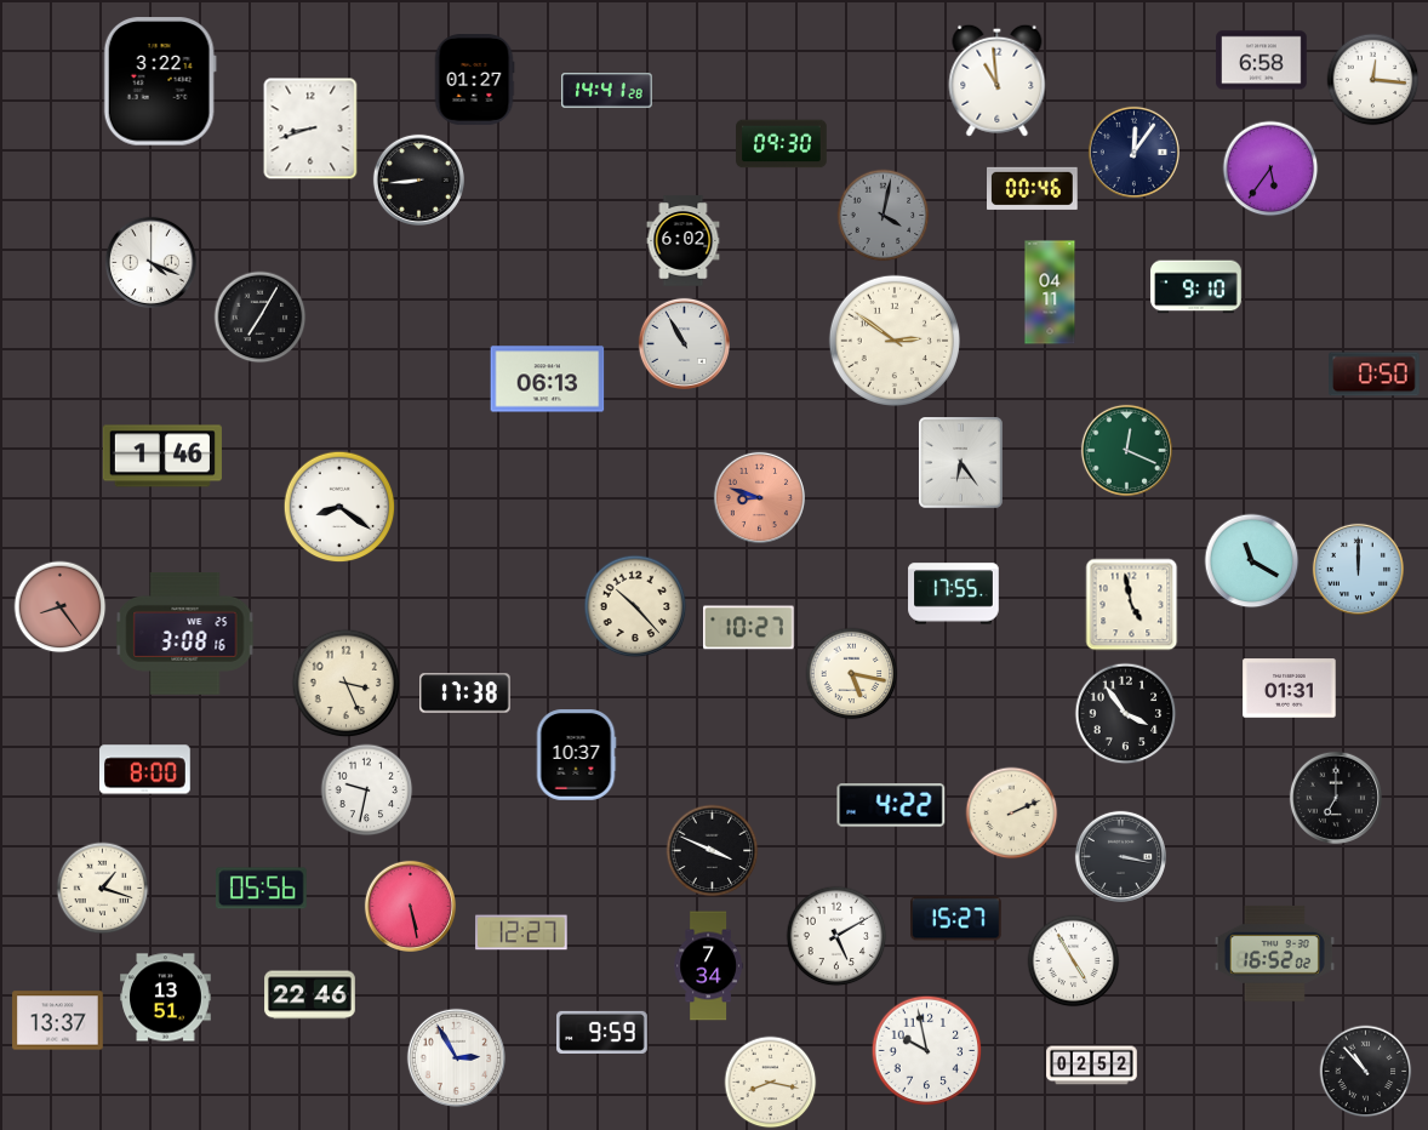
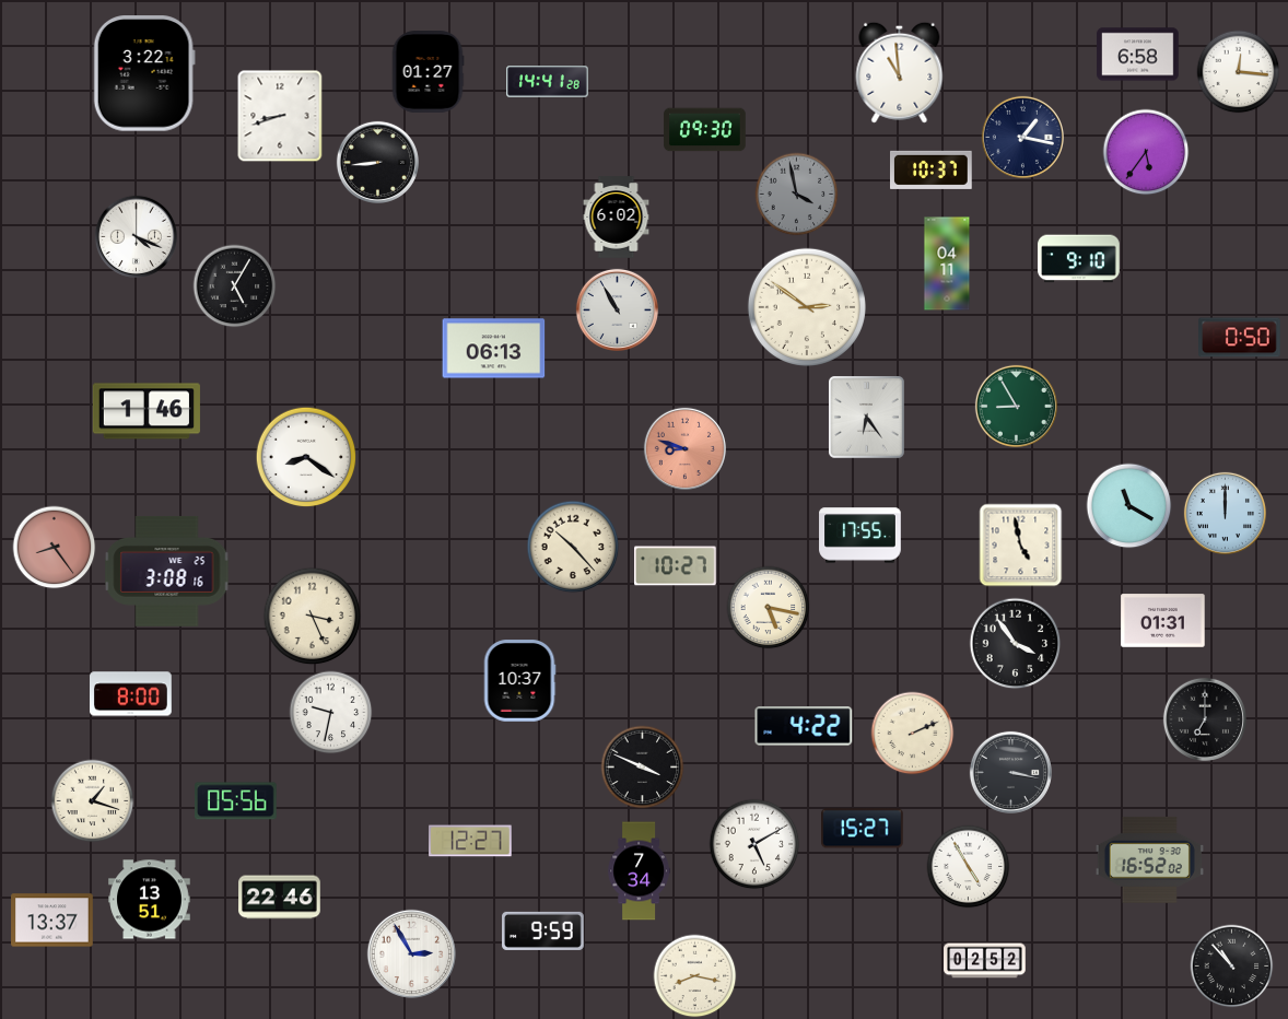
clock at (1133, 152): 12:06 -> 1:17
clock at (1033, 188): 00:46 -> 10:37
clock at (884, 216): 4:02 -> 3:58
clock at (261, 318): 7:05 -> 5:05
clock at (548, 379) position: (548, 379) -> (494, 349)
clock at (1126, 450): 12:19 -> 8:55
clock at (465, 694): 17:38 -> none
clock at (410, 906): 5:28 -> none
clock at (927, 1051): 9:58 -> none
